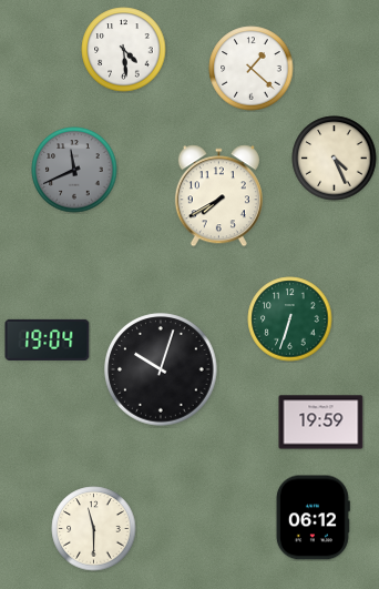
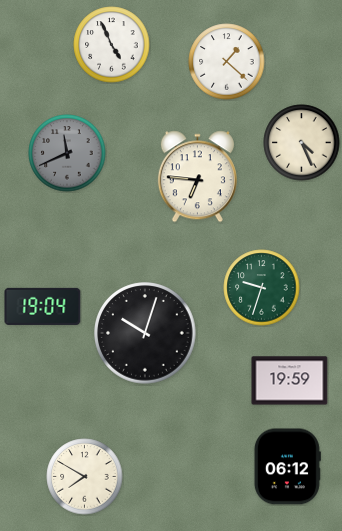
clock at (124, 50): 4:29 -> 4:56
clock at (218, 196): 7:40 -> 6:46
clock at (290, 319): 6:33 -> 9:33
clock at (313, 518) position: (313, 518) -> (287, 467)
clock at (94, 529): 11:30 -> 7:50
